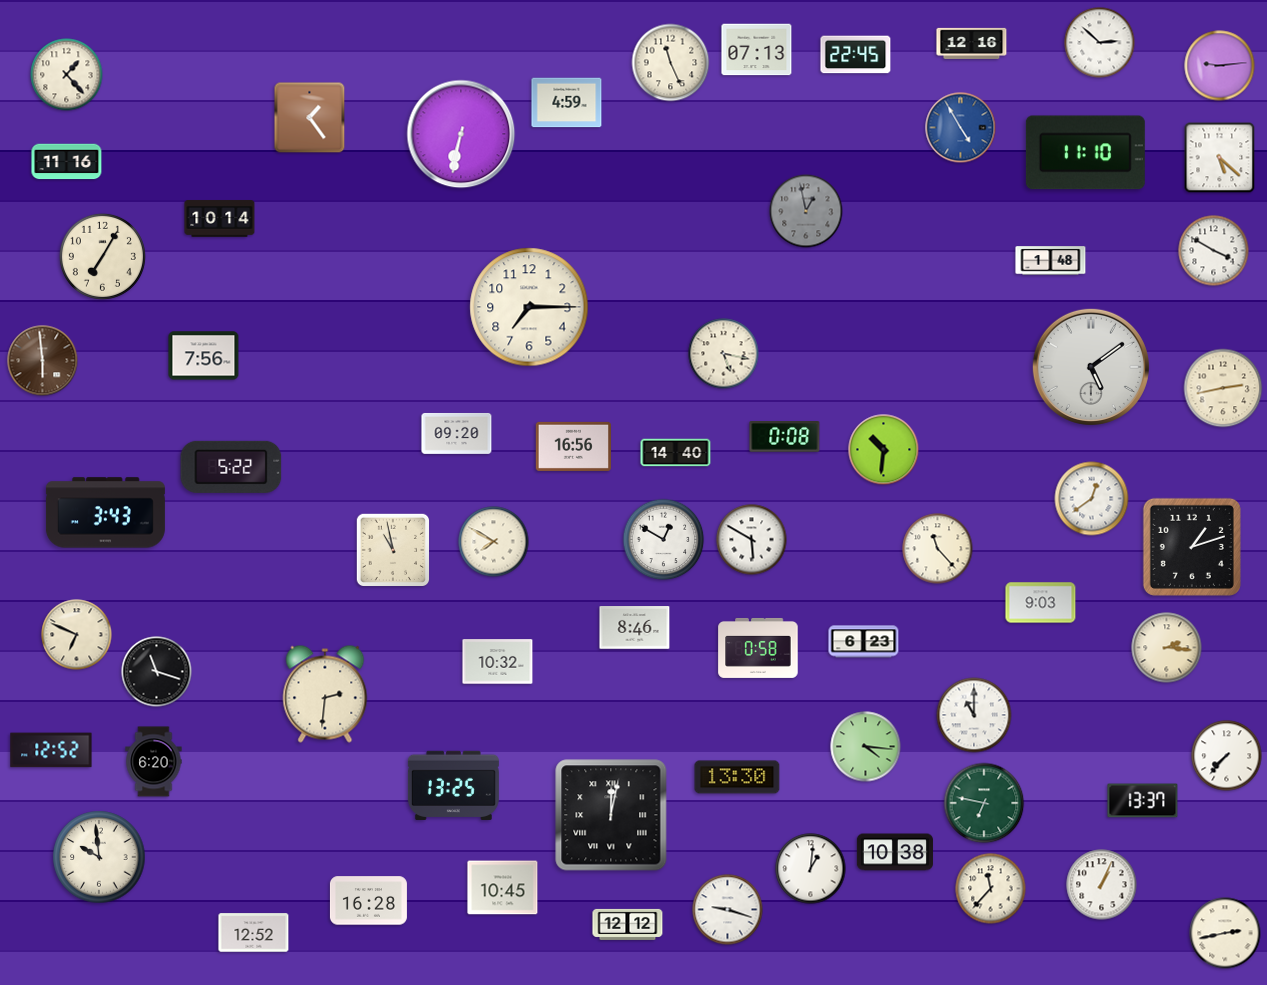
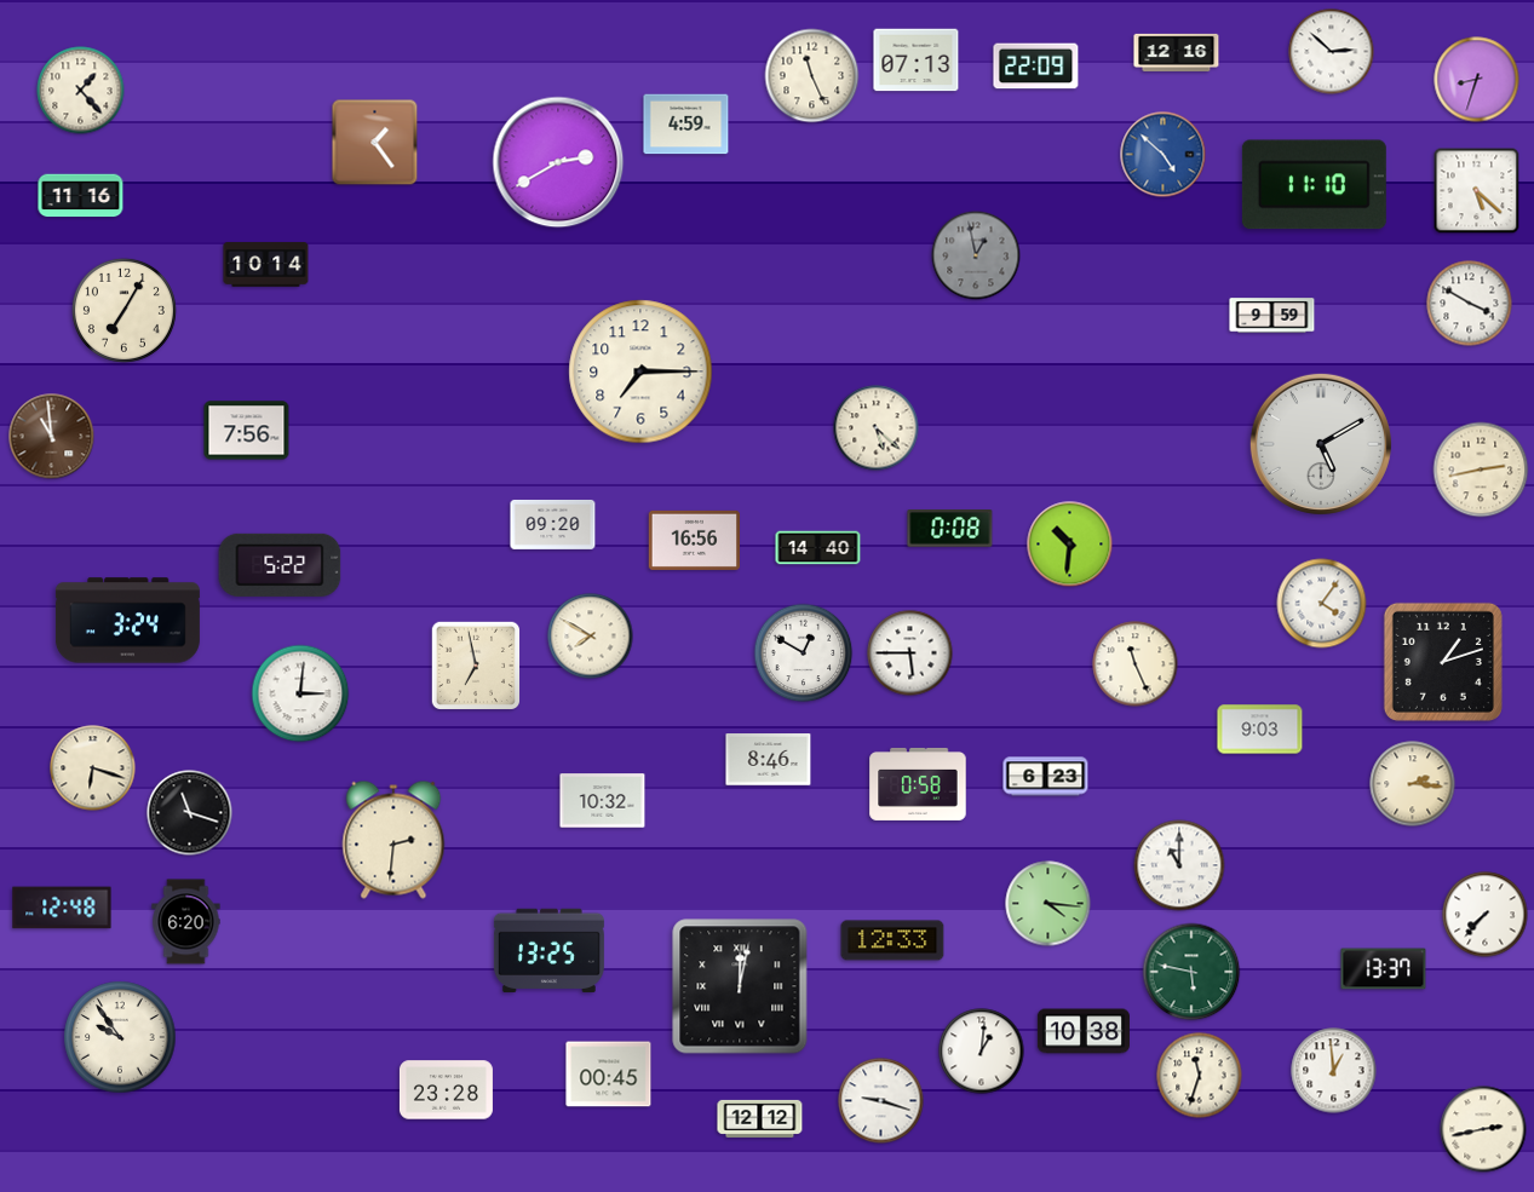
clock at (856, 55): 22:45 -> 22:09
clock at (1220, 66): 9:14 -> 8:33
clock at (961, 128): 4:55 -> 4:52
clock at (461, 134): 6:32 -> 2:40
clock at (1051, 261): 1:48 -> 9:59
clock at (724, 354): 5:17 -> 5:22
clock at (43, 361): 5:59 -> 10:59
clock at (1091, 367): 5:09 -> 5:10
clock at (1092, 499): 12:39 -> 4:06
clock at (105, 513): 3:43 -> 3:24
clock at (752, 540): 5:50 -> 5:45
clock at (494, 542) position: (494, 542) -> (591, 637)
clock at (938, 549): 11:23 -> 11:26
clock at (393, 550): 10:58 -> 6:58
clock at (300, 693): none -> 3:01
clock at (77, 635): 6:49 -> 6:18
clock at (51, 750): 12:52 -> 12:48
clock at (737, 777): 13:30 -> 12:33
clock at (984, 803): 6:47 -> 5:47
clock at (99, 857): 9:59 -> 9:54
clock at (1102, 885): 1:04 -> 12:59
clock at (503, 888): 10:45 -> 00:45
clock at (991, 889): 11:37 -> 11:33
clock at (368, 901): 16:28 -> 23:28
clock at (254, 933): 12:52 -> none
